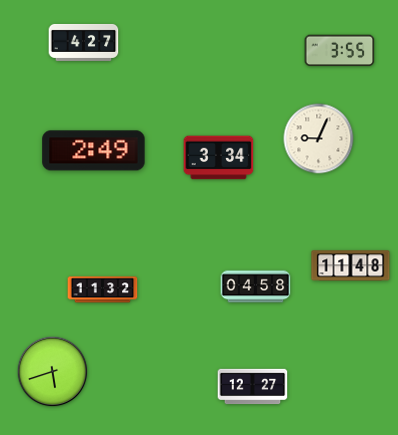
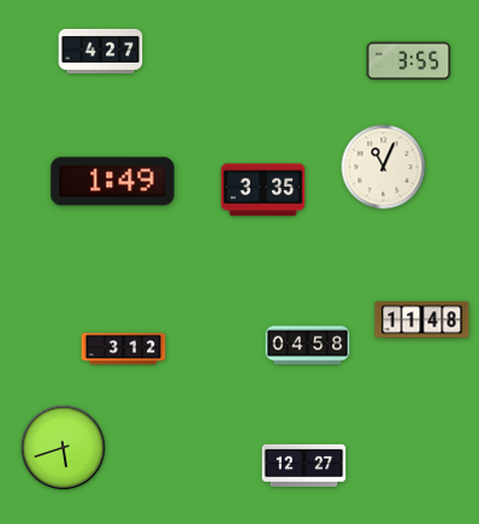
clock at (319, 139): 9:04 -> 11:04
clock at (94, 151): 2:49 -> 1:49
clock at (219, 158): 3:34 -> 3:35
clock at (103, 290): 11:32 -> 3:12
